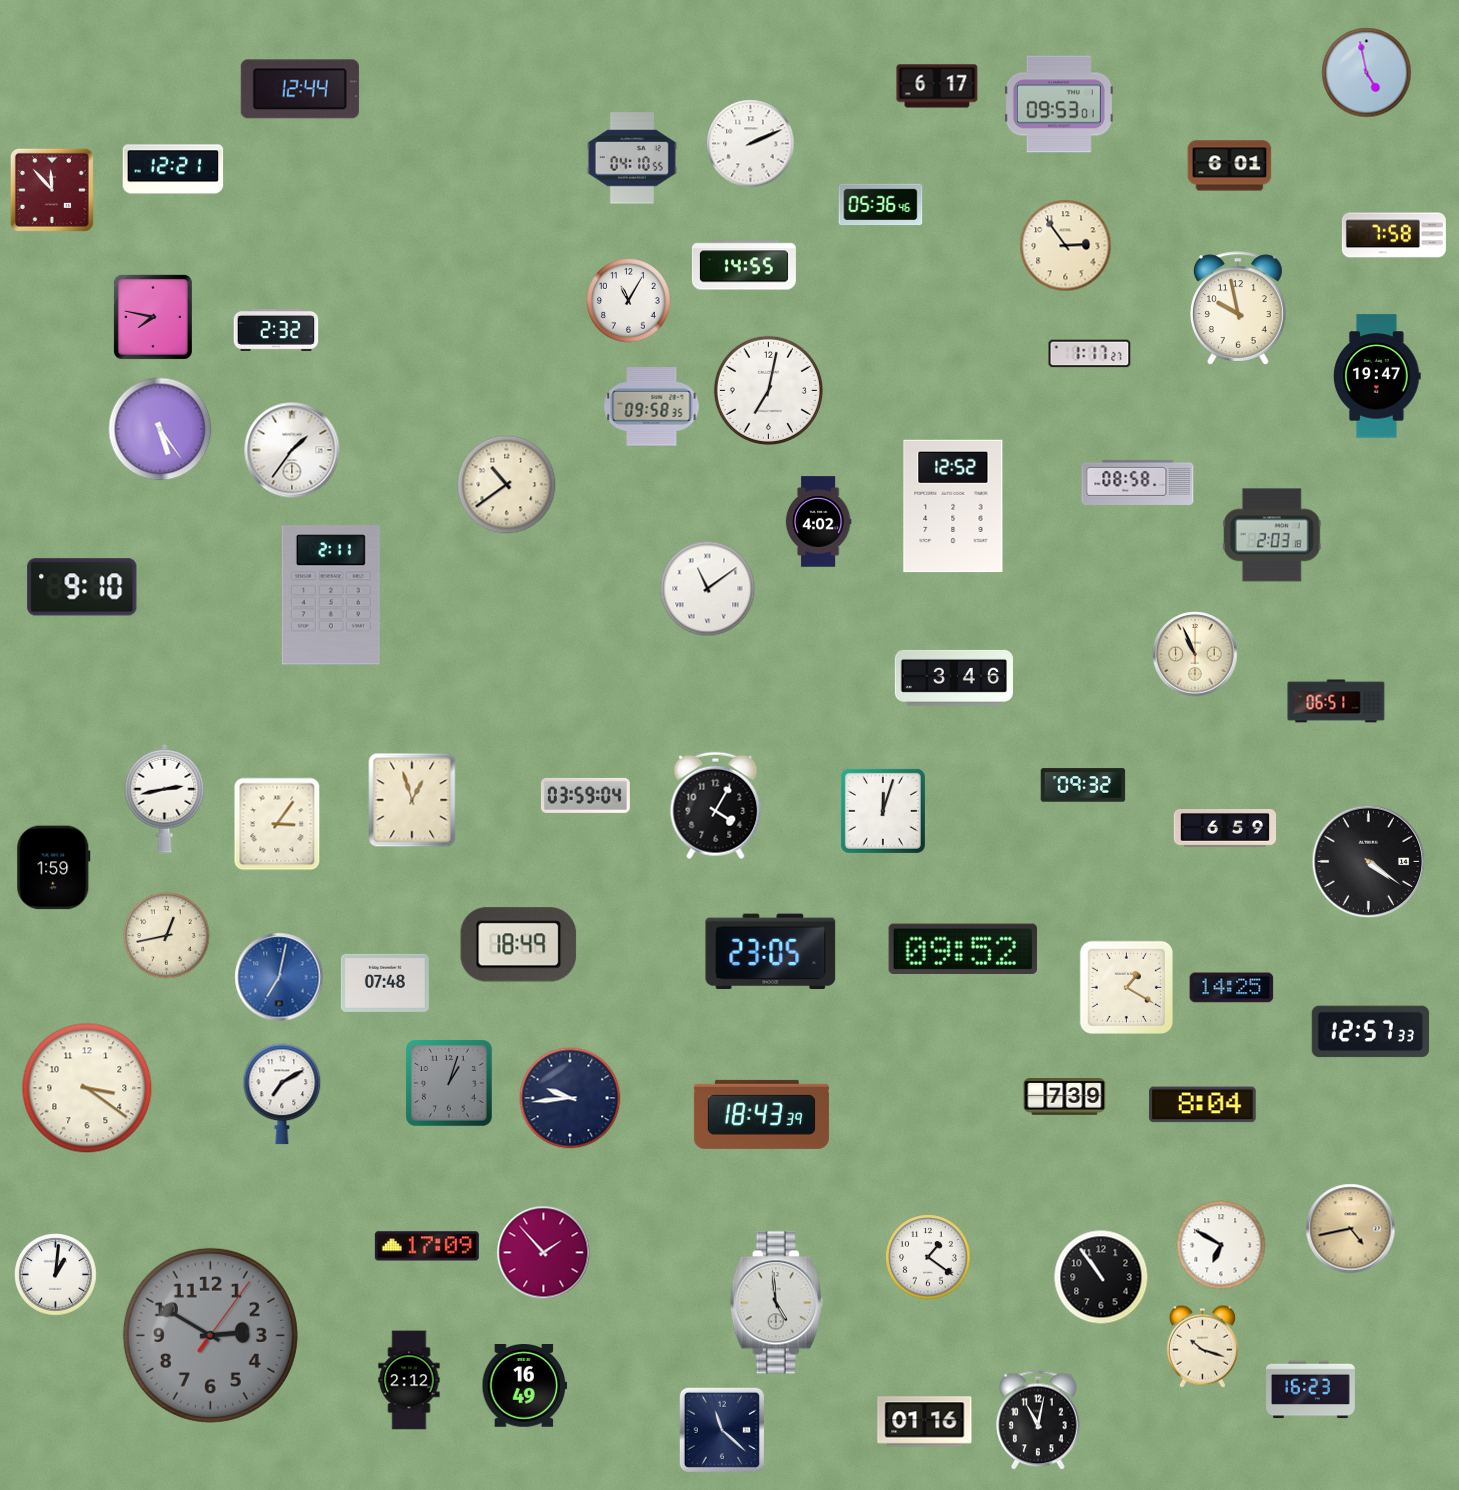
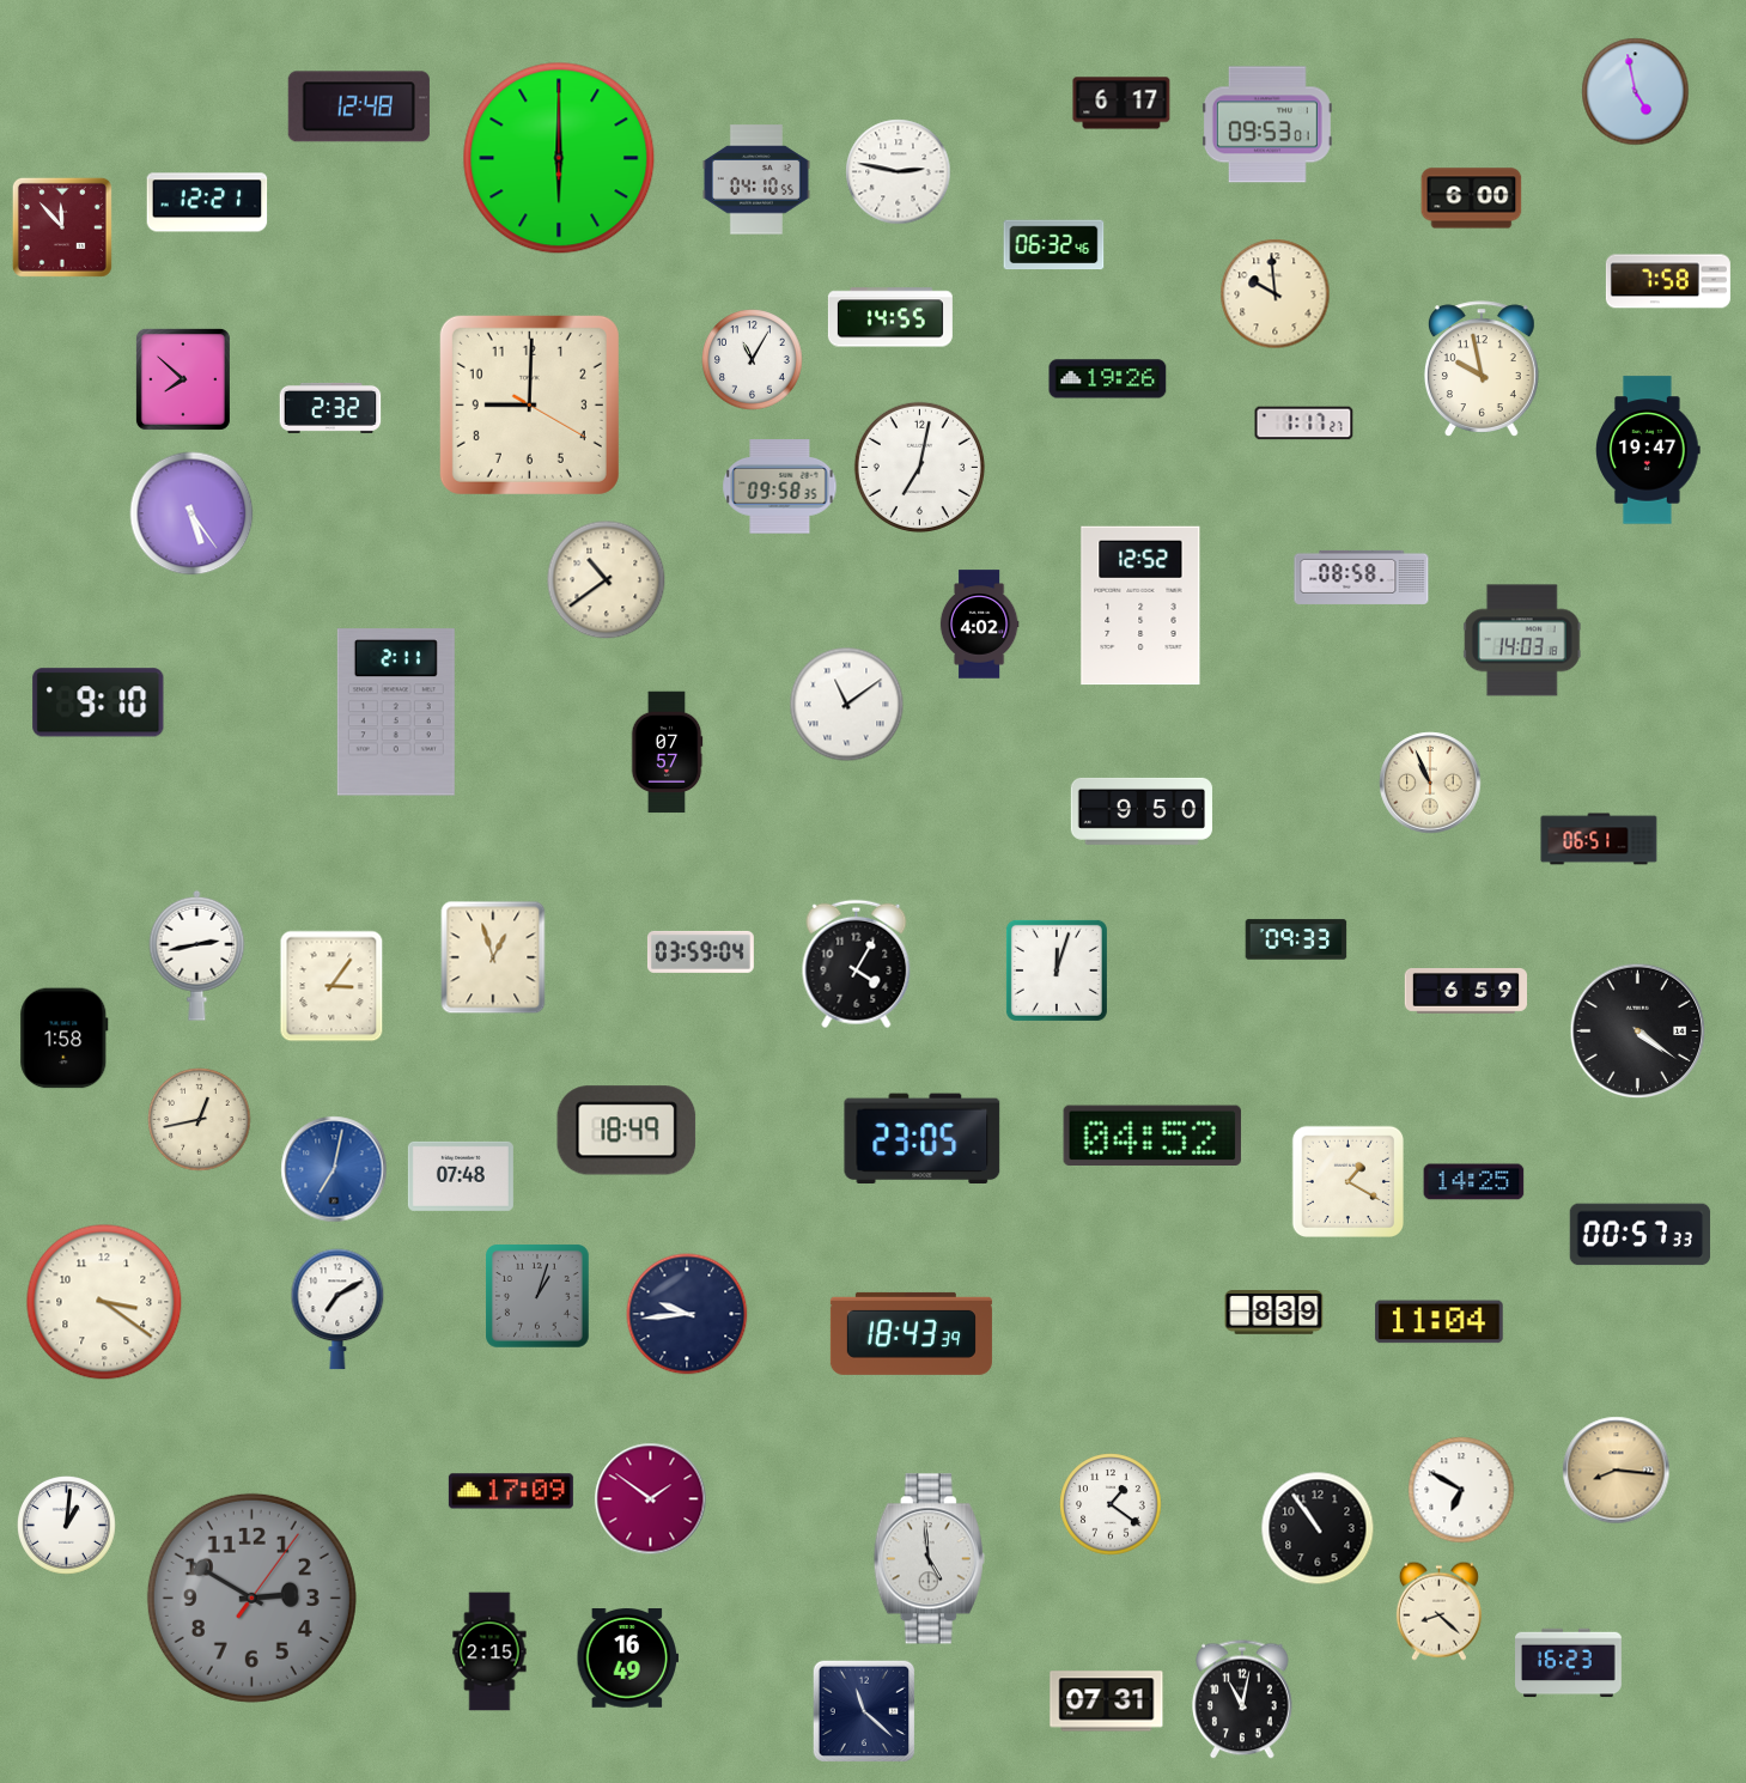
clock at (1367, 73) position: (1367, 73) -> (1636, 92)
clock at (300, 89): 12:44 -> 12:48
clock at (559, 158): none -> 6:00
clock at (751, 144): 2:11 -> 2:47
clock at (632, 158) position: (632, 158) -> (756, 179)
clock at (1230, 166): 6:01 -> 6:00
clock at (881, 205): 05:36 -> 06:32
clock at (1066, 246): 2:54 -> 9:59
clock at (153, 317): 7:47 -> 7:52
clock at (1108, 379): none -> 19:26
clock at (276, 330) position: (276, 330) -> (330, 408)
clock at (529, 404): none -> 9:00
clock at (292, 450): 1:36 -> none
clock at (1272, 535): 2:03 -> 14:03
clock at (667, 753): none -> 07:57
clock at (954, 678): 3:46 -> 9:50
clock at (1083, 785): 09:32 -> 09:33
clock at (54, 868): 1:59 -> 1:58
clock at (519, 945) position: (519, 945) -> (627, 1131)
clock at (962, 949): 09:52 -> 04:52
clock at (1371, 1032): 12:57 -> 00:57
clock at (1065, 1097): 7:39 -> 8:39
clock at (570, 1098) position: (570, 1098) -> (687, 1314)
clock at (1203, 1105): 8:04 -> 11:04
clock at (1351, 1229): 4:43 -> 8:16
clock at (544, 1253): 1:53 -> 1:51
clock at (1202, 1346): 10:18 -> 8:22
clock at (409, 1380): 2:12 -> 2:15
clock at (925, 1422): 01:16 -> 07:31
